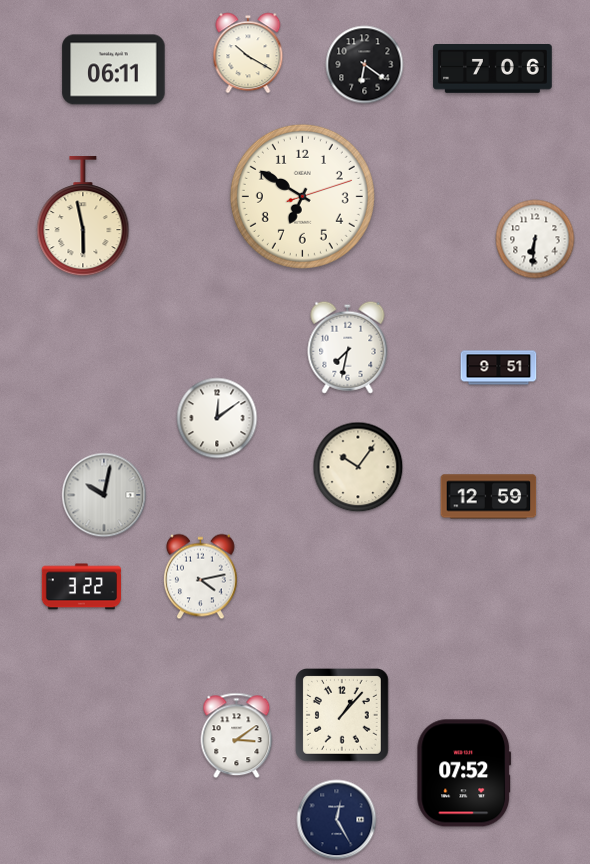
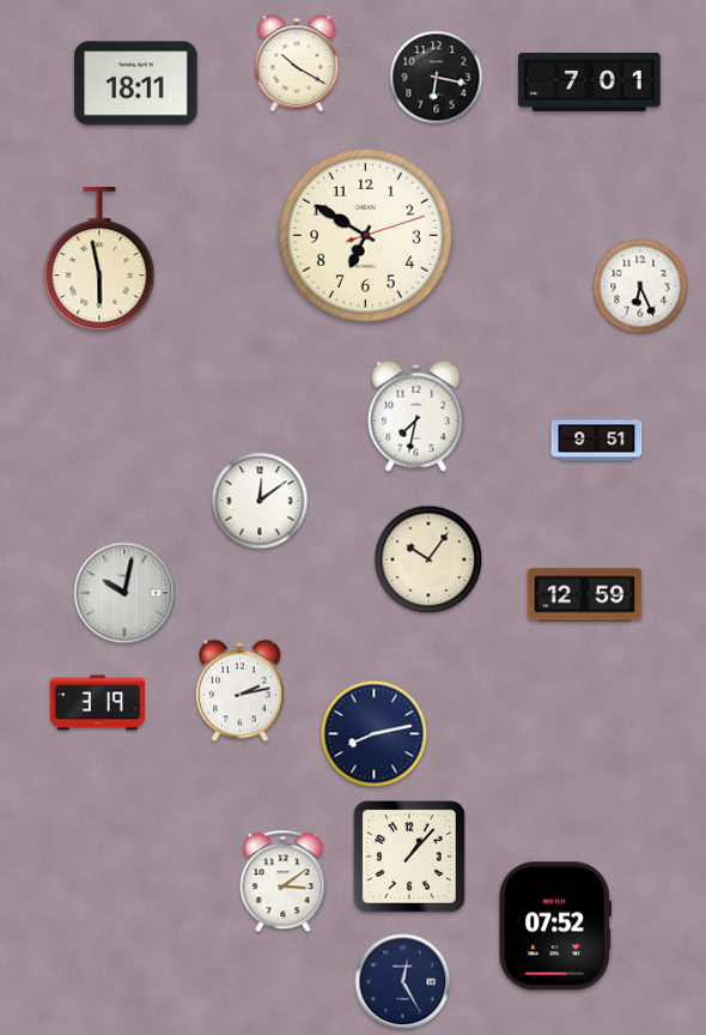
clock at (365, 65): 6:21 -> 6:17
clock at (493, 69): 7:06 -> 7:01
clock at (114, 70): 06:11 -> 18:11
clock at (302, 196) position: (302, 196) -> (365, 235)
clock at (535, 239): 6:31 -> 6:26
clock at (200, 577): 4:13 -> 2:13
clock at (81, 587): 3:22 -> 3:19
clock at (375, 734): none -> 8:13
